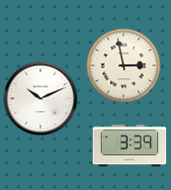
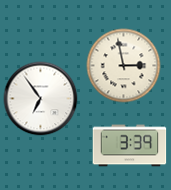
clock at (41, 99): 10:11 -> 6:54
